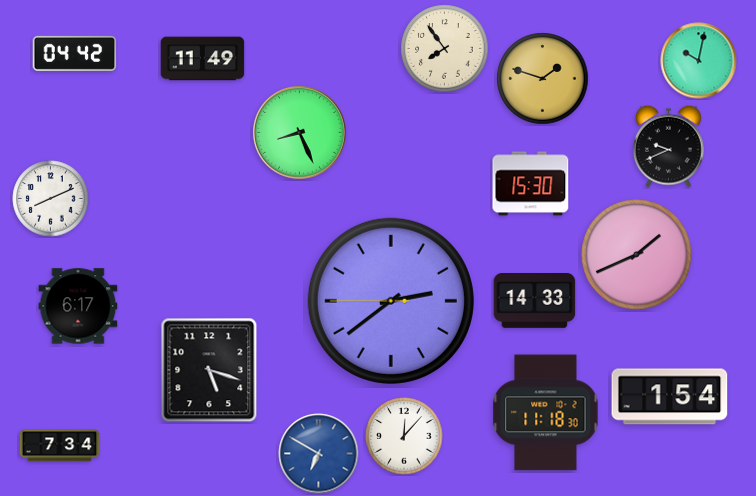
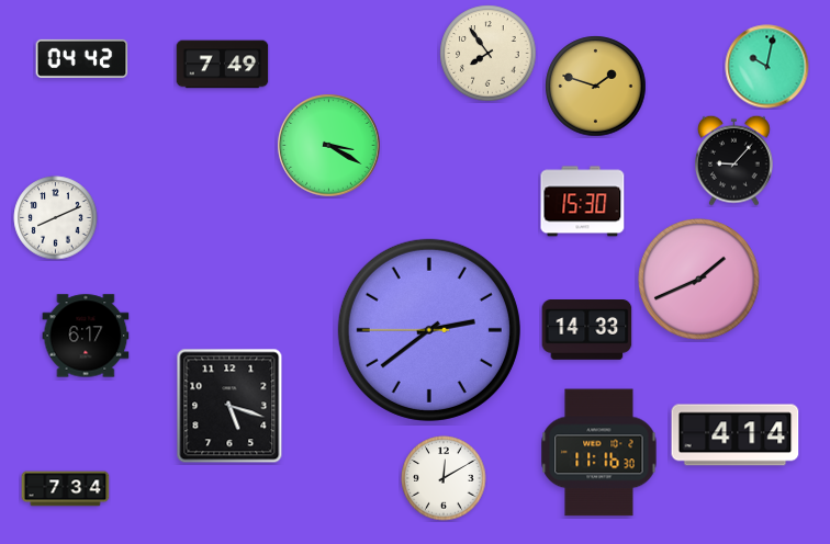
clock at (203, 59): 11:49 -> 7:49
clock at (300, 133): 8:26 -> 3:20
clock at (669, 146): 9:41 -> 9:07
clock at (670, 397): 1:54 -> 4:14
clock at (546, 413): 11:18 -> 11:16
clock at (404, 436): 12:07 -> 12:10
clock at (319, 454): 6:50 -> none
